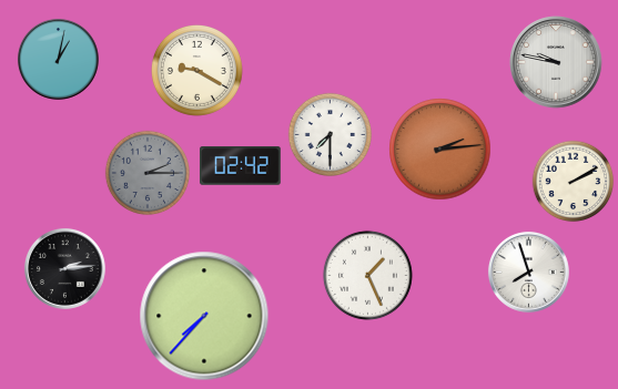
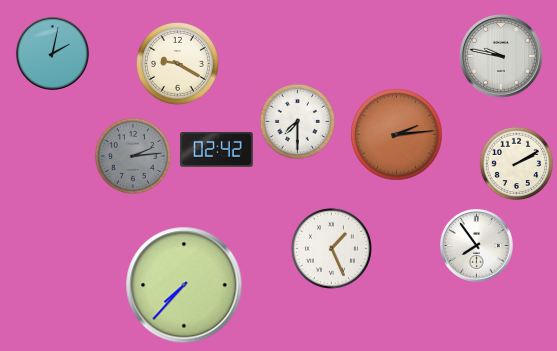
clock at (58, 59): 1:02 -> 2:02
clock at (146, 172): 2:15 -> 2:14
clock at (64, 268): 2:14 -> none
clock at (528, 272): 7:57 -> 7:54
